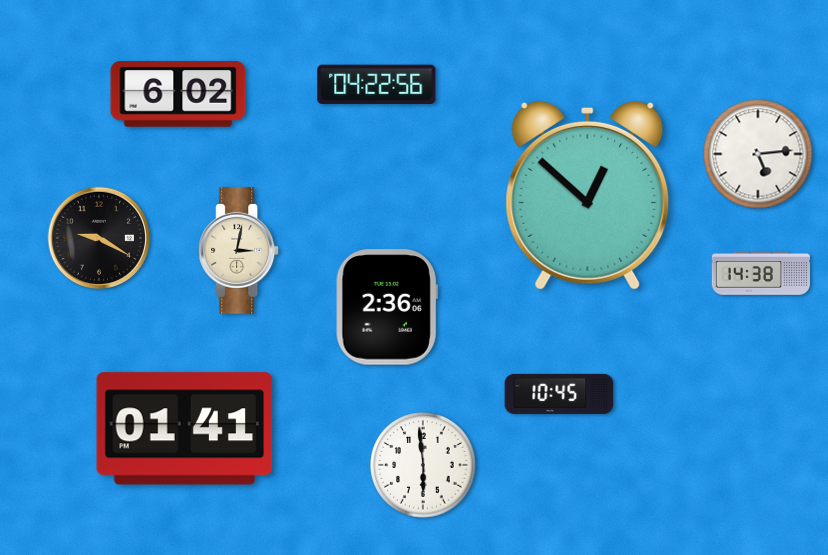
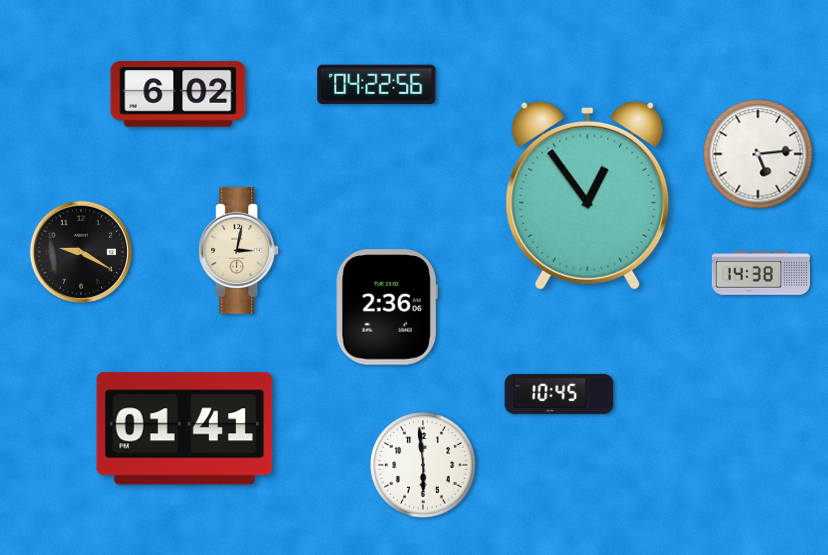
clock at (588, 195): 12:52 -> 12:54
clock at (98, 237) position: (98, 237) -> (80, 251)
